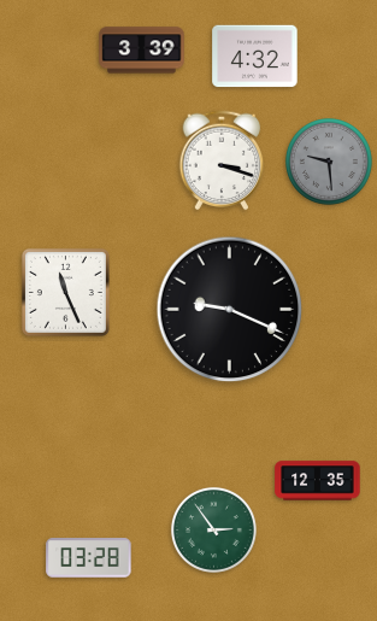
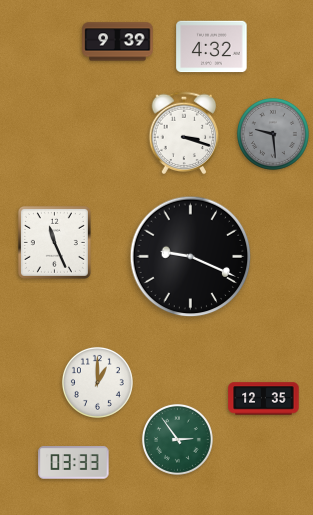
clock at (142, 51): 3:39 -> 9:39
clock at (97, 382): none -> 1:00
clock at (89, 558): 03:28 -> 03:33
